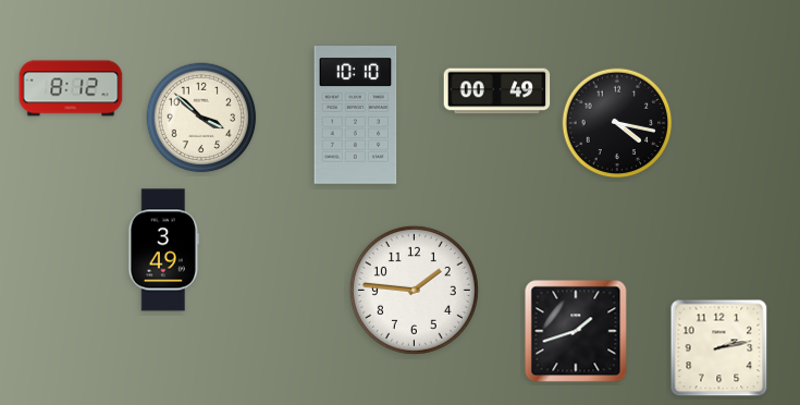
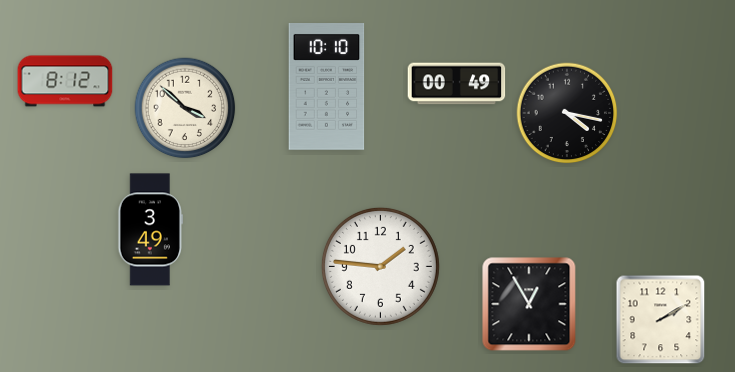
clock at (356, 115) position: (356, 115) -> (327, 87)
clock at (576, 331): 1:42 -> 12:55
clock at (719, 348): 2:13 -> 2:10
